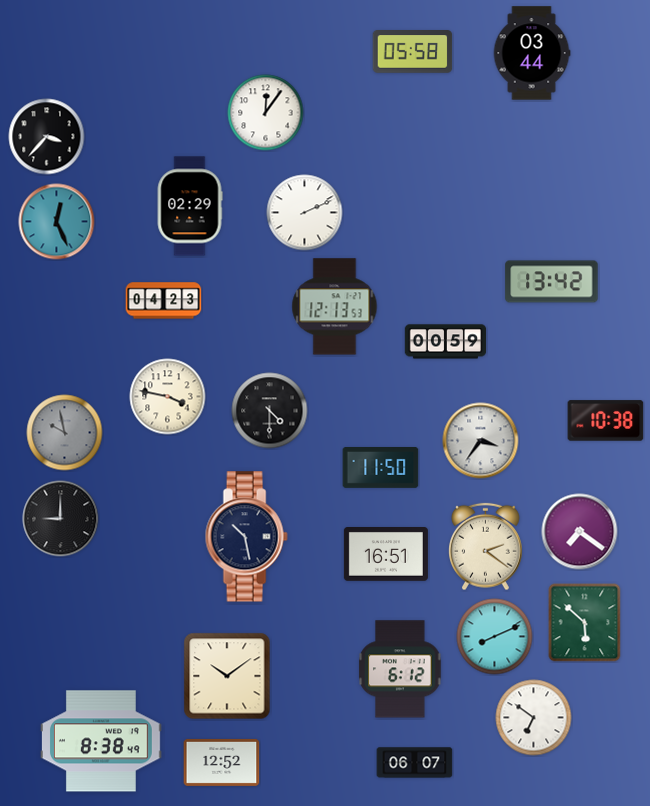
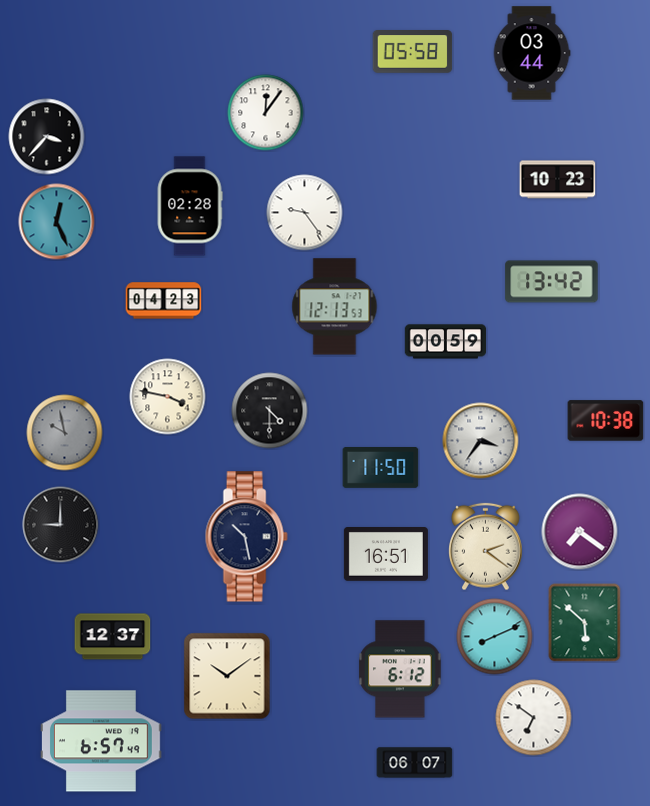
clock at (558, 180): none -> 10:23
clock at (190, 206): 02:29 -> 02:28
clock at (305, 213): 2:11 -> 9:24
clock at (61, 519) position: (61, 519) -> (61, 525)
clock at (113, 637): none -> 12:37
clock at (101, 741): 8:38 -> 6:57
clock at (222, 762): 12:52 -> none
